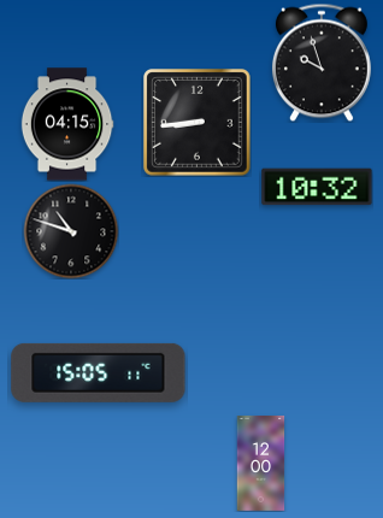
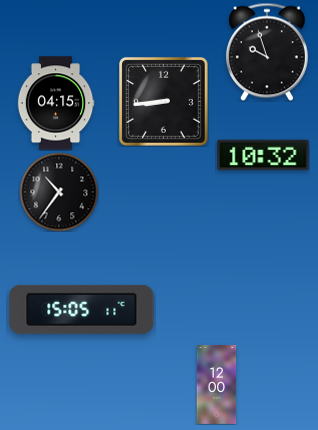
clock at (71, 231): 10:48 -> 10:36
